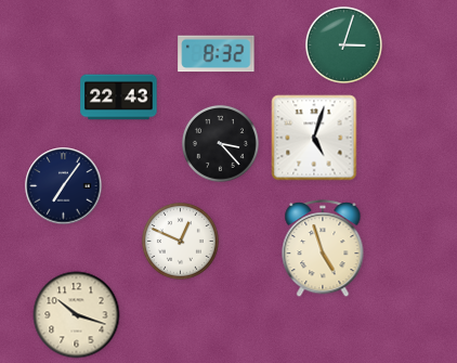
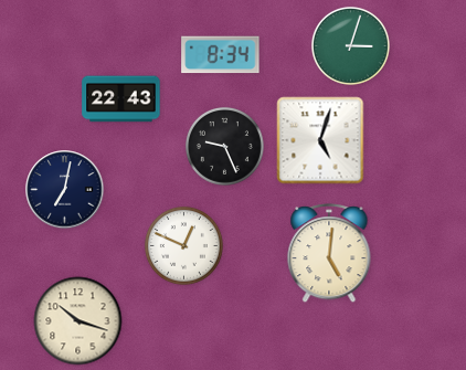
clock at (217, 54): 8:32 -> 8:34
clock at (220, 143): 3:23 -> 9:26
clock at (64, 186): 7:06 -> 7:02
clock at (323, 249): 4:57 -> 5:01
